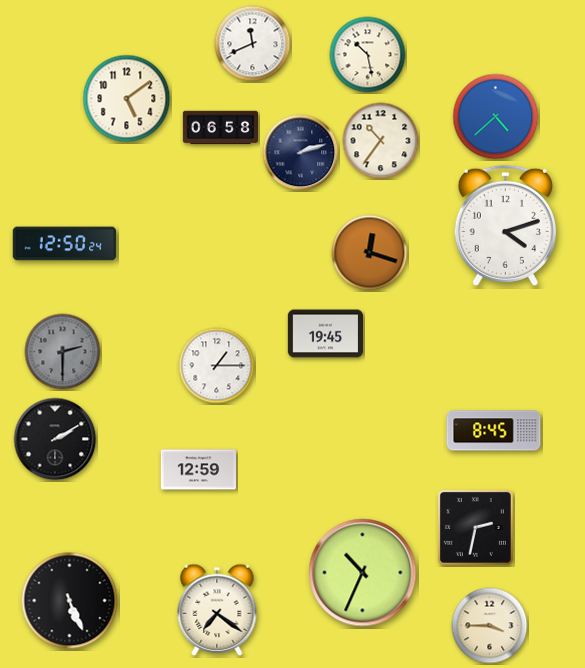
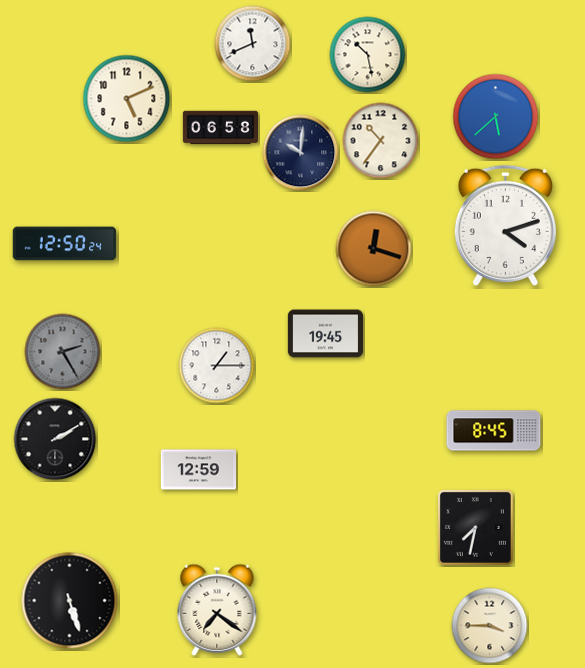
clock at (127, 99): 5:09 -> 5:11
clock at (496, 117): 4:38 -> 5:38
clock at (301, 153): 2:12 -> 10:01
clock at (370, 253) position: (370, 253) -> (374, 249)
clock at (63, 352): 2:30 -> 2:25
clock at (475, 527): 2:32 -> 7:32
clock at (363, 573): 10:34 -> none
clock at (70, 601): 5:26 -> 5:27
